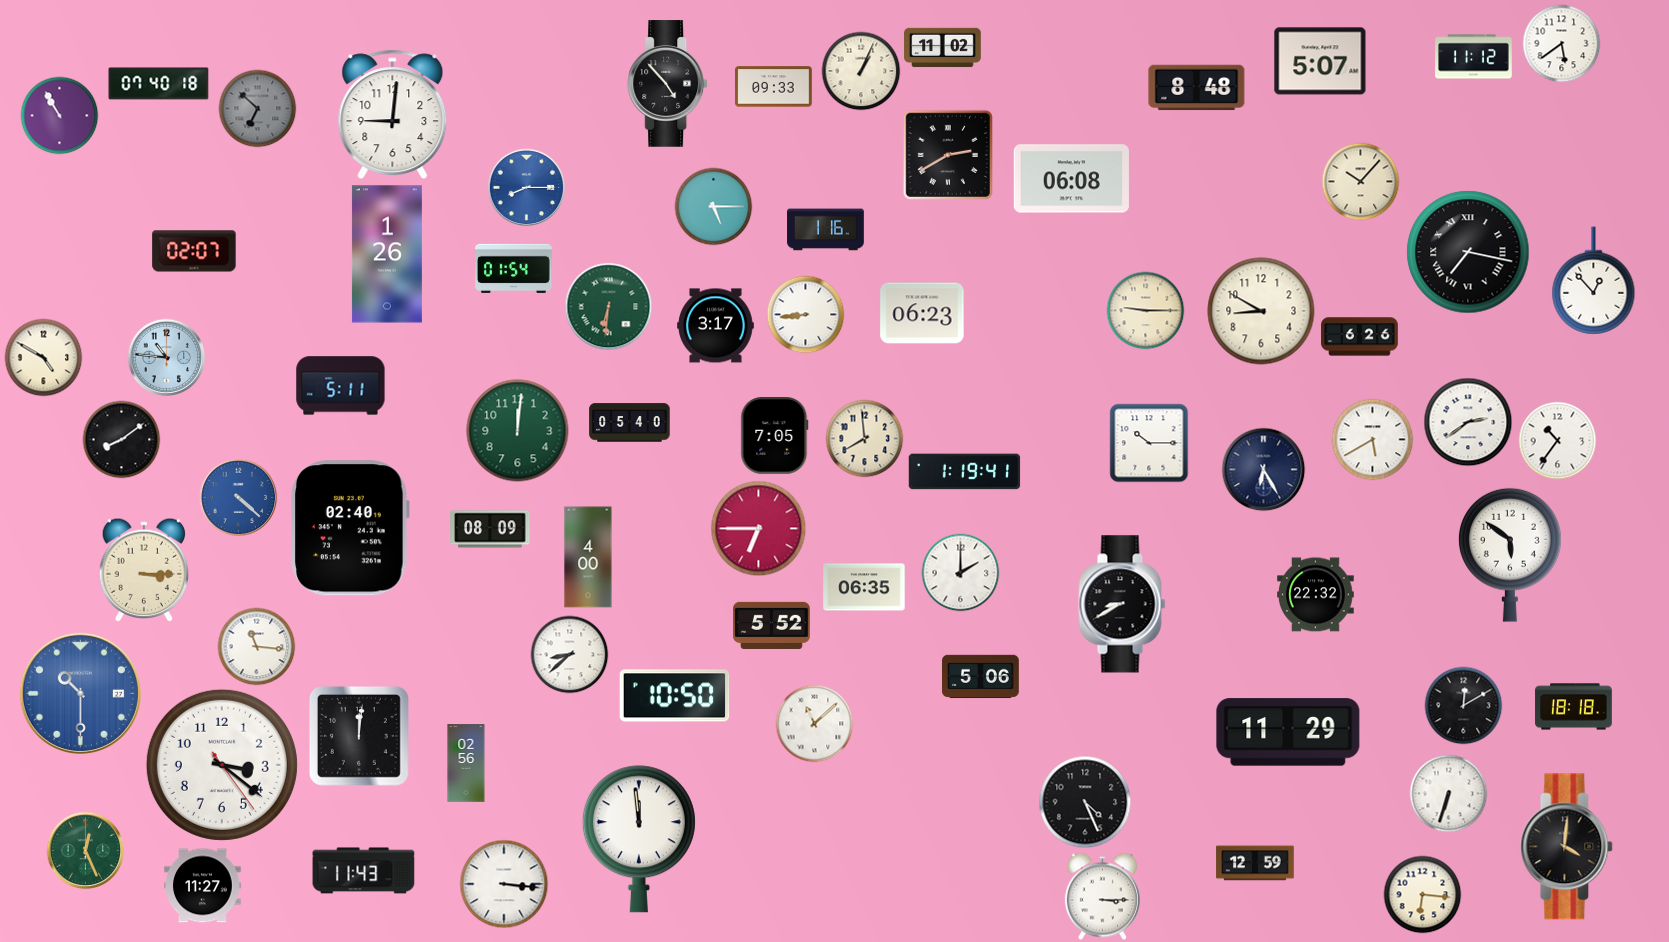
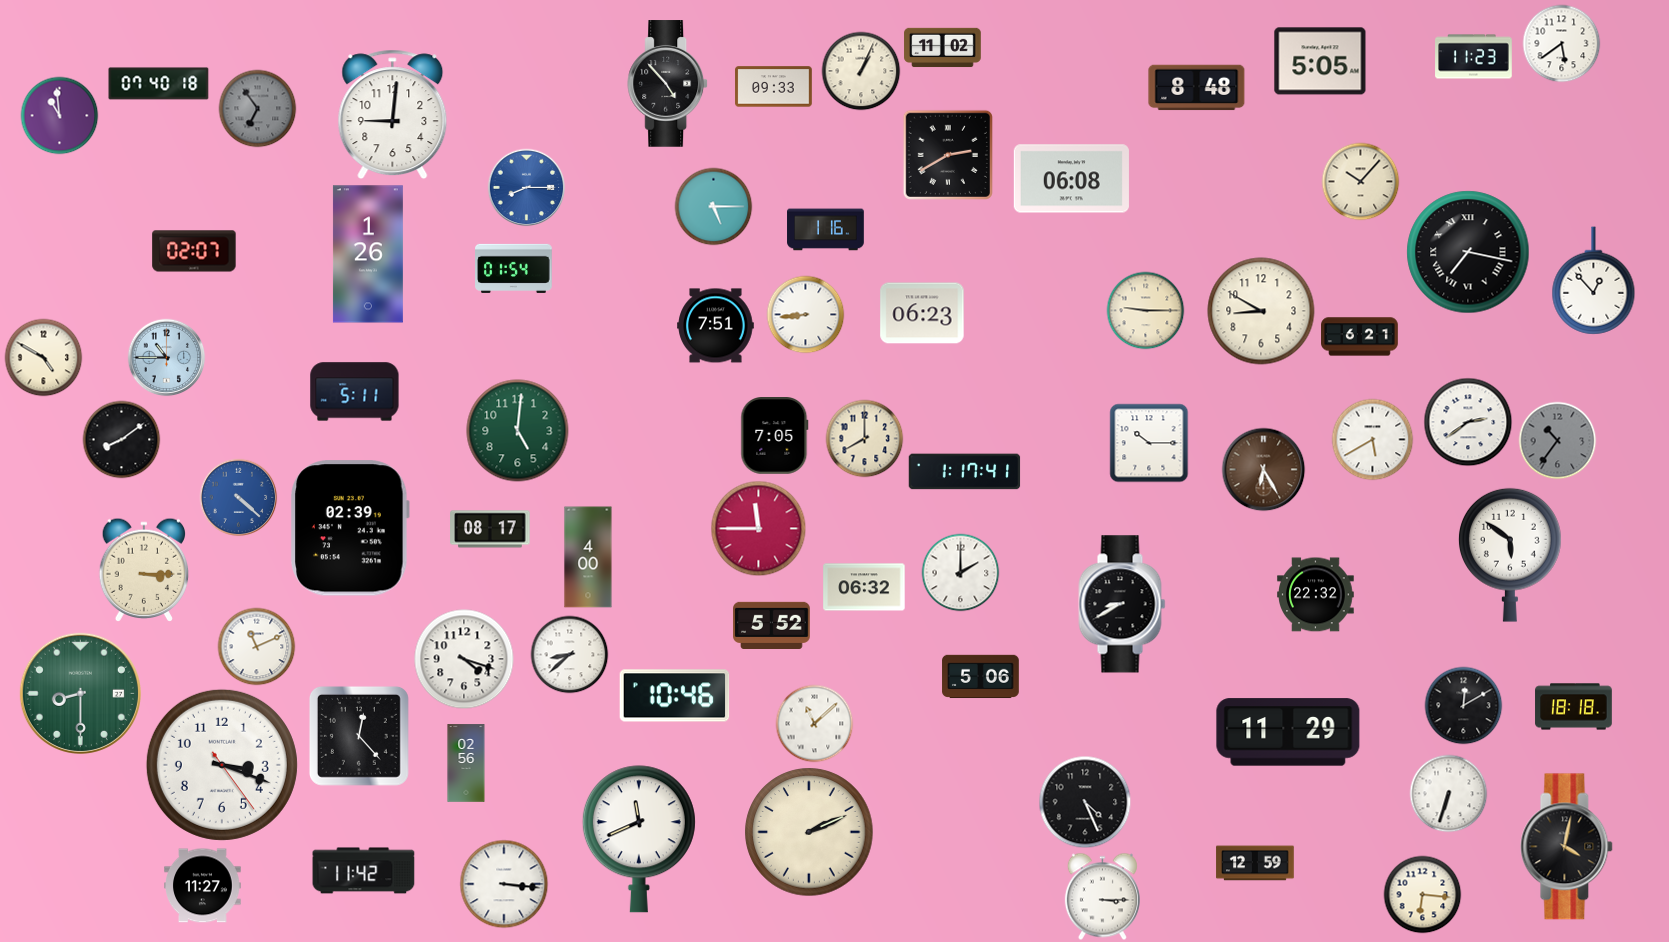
clock at (1474, 57): 11:12 -> 11:23
clock at (1320, 61): 5:07 -> 5:05
clock at (257, 108): 6:52 -> 6:54
clock at (59, 115): 10:55 -> 10:59
clock at (387, 254) position: (387, 254) -> (368, 254)
clock at (608, 306): 6:31 -> none
clock at (716, 326): 3:17 -> 7:51
clock at (1360, 337): 6:26 -> 6:21
clock at (166, 357): 10:46 -> 10:45
clock at (341, 386) position: (341, 386) -> (355, 392)
clock at (630, 423): 05:40 -> none
clock at (518, 431): 12:01 -> 5:01
clock at (864, 438): 7:59 -> 8:00
clock at (1557, 440) dial: white -> grey
clock at (1263, 469) dial: navy -> brown
clock at (965, 472): 1:19 -> 1:17
clock at (350, 528): 02:40 -> 02:39
clock at (758, 528): 6:45 -> 11:45
clock at (490, 529): 08:09 -> 08:17
clock at (864, 587): 06:35 -> 06:32
clock at (256, 646): 11:16 -> 11:11
clock at (464, 659): none -> 4:18
clock at (80, 693): 10:30 -> 8:30
clock at (80, 693) dial: blue -> green
clock at (675, 696): 10:50 -> 10:46
clock at (359, 736): 12:01 -> 12:23
clock at (222, 765): 3:21 -> 3:18
clock at (809, 832): none -> 2:11
clock at (639, 839): 11:59 -> 11:41
clock at (1567, 847): 4:01 -> 4:02
clock at (85, 850): 12:26 -> none
clock at (364, 871): 11:43 -> 11:42
